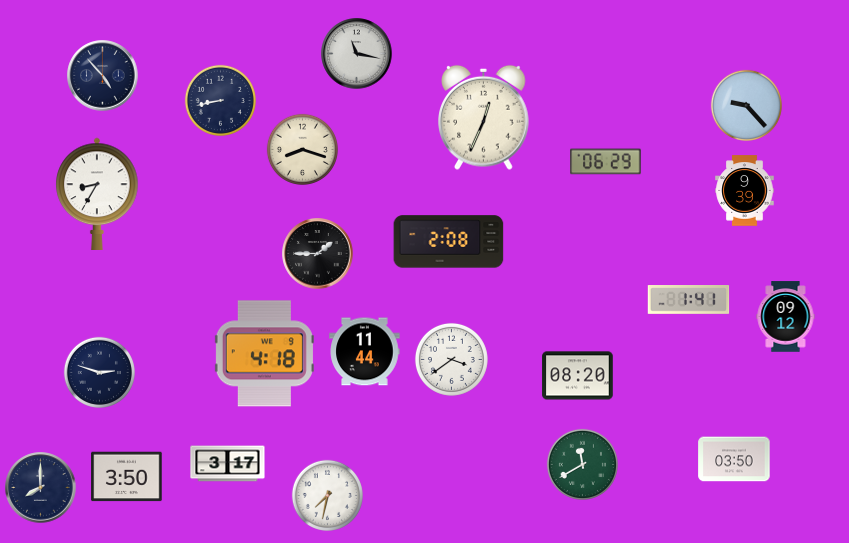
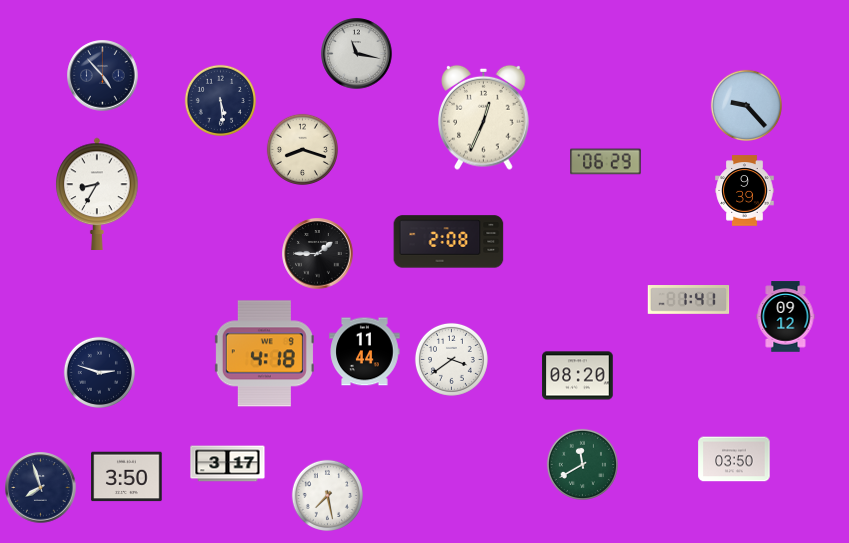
clock at (220, 100): 8:43 -> 5:29
clock at (41, 488): 8:00 -> 7:57
clock at (327, 495): 7:32 -> 7:28
